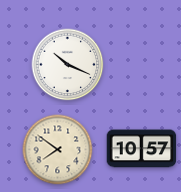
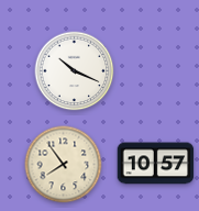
clock at (58, 150): 7:51 -> 7:54
